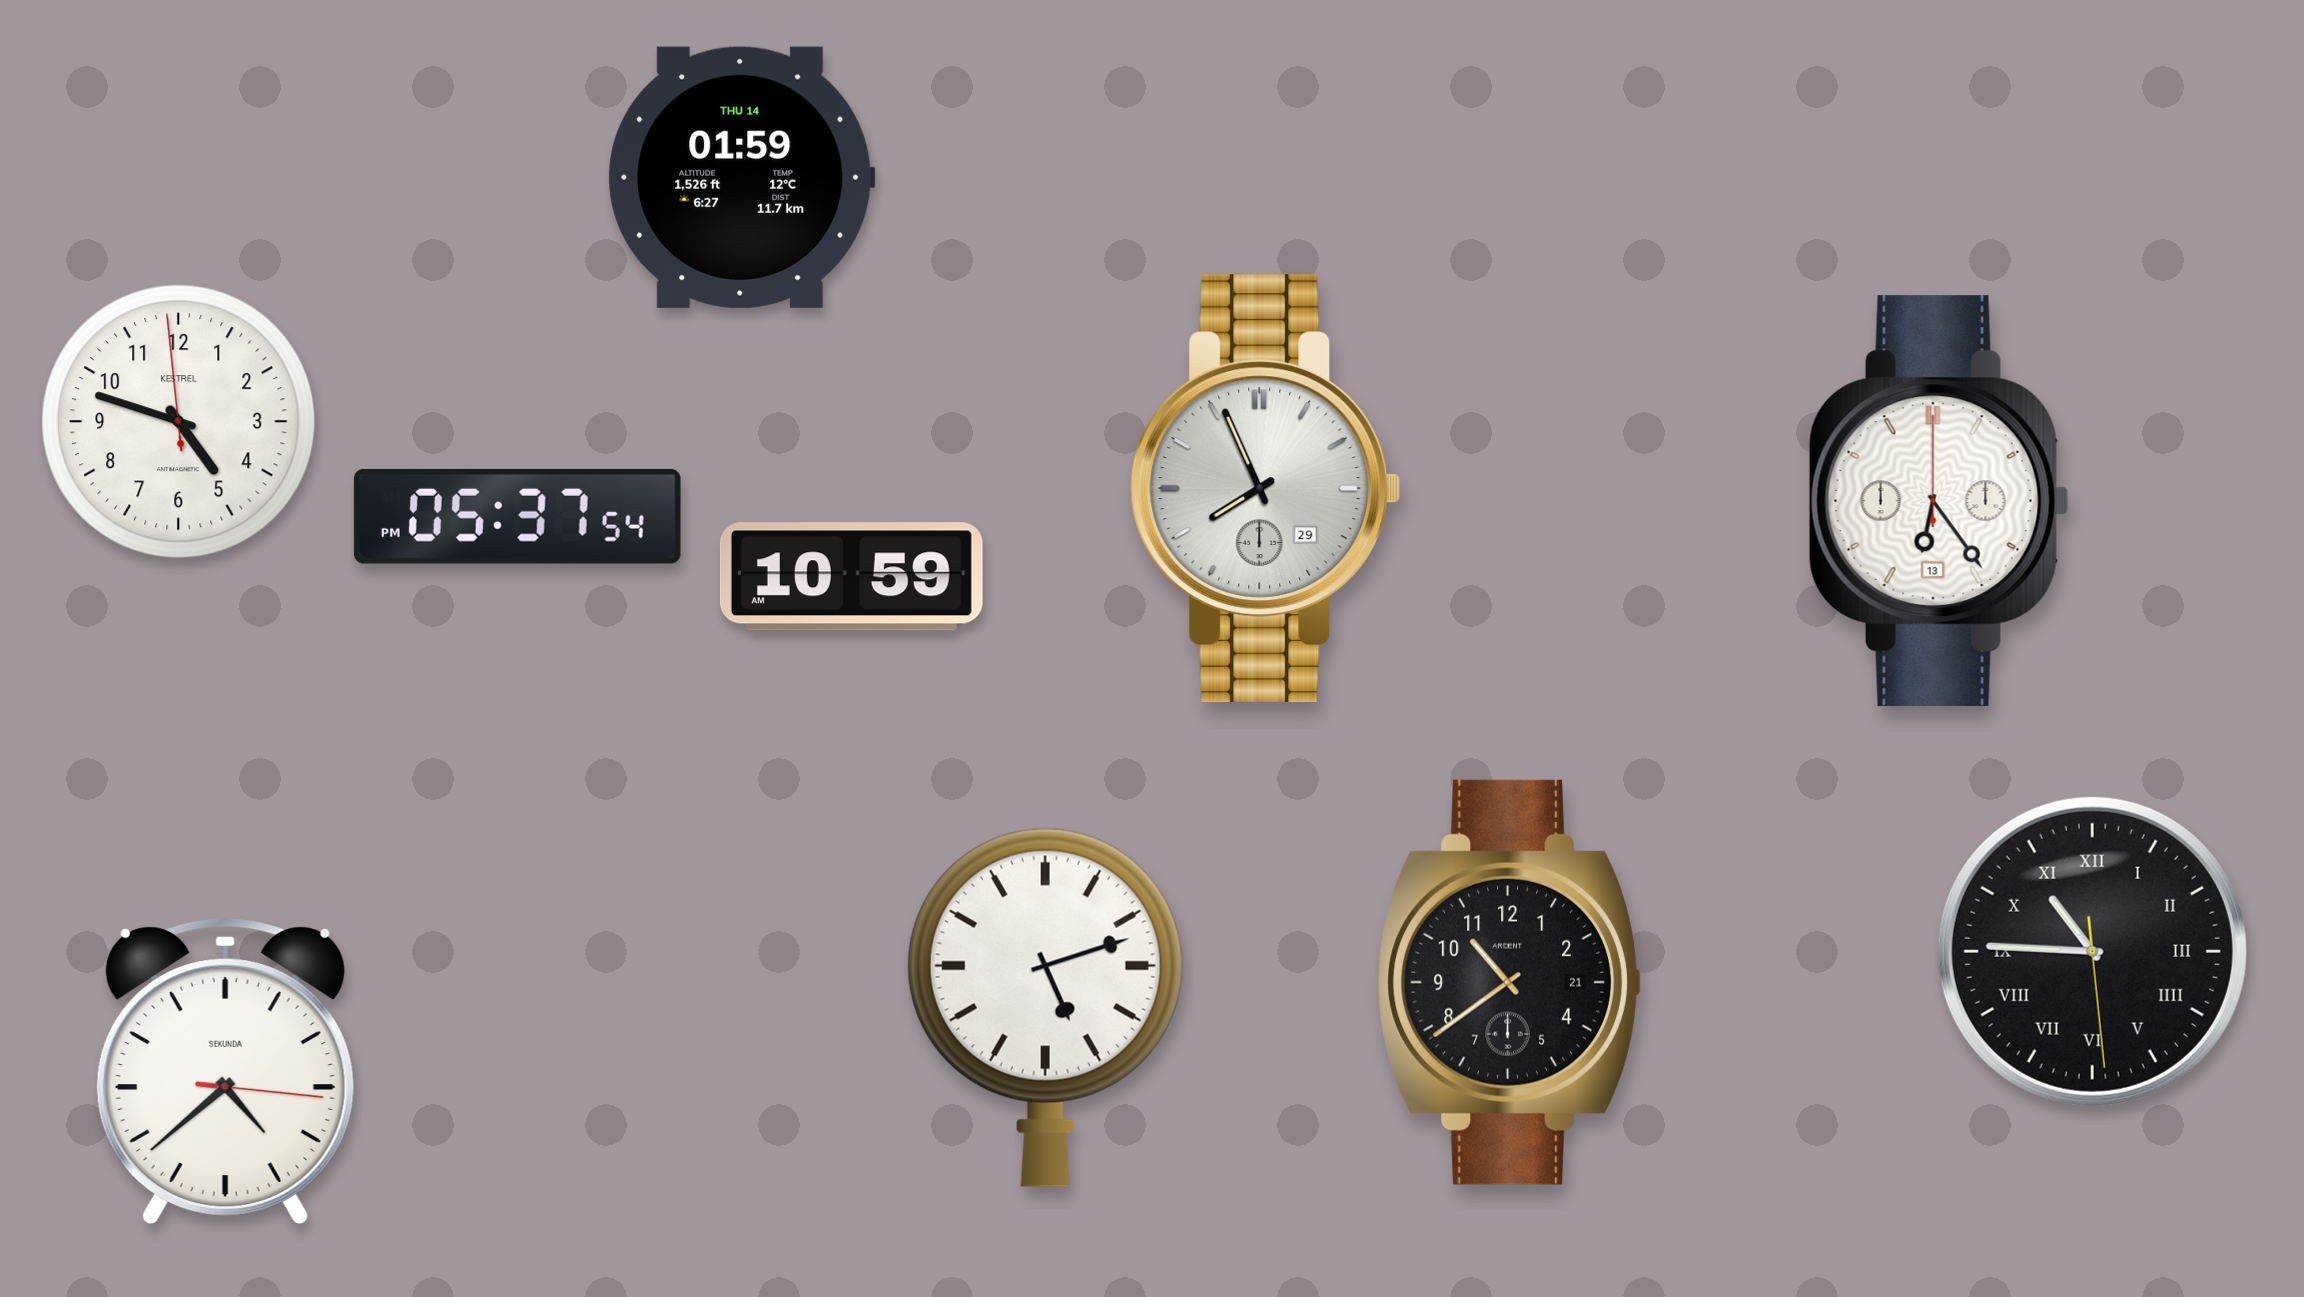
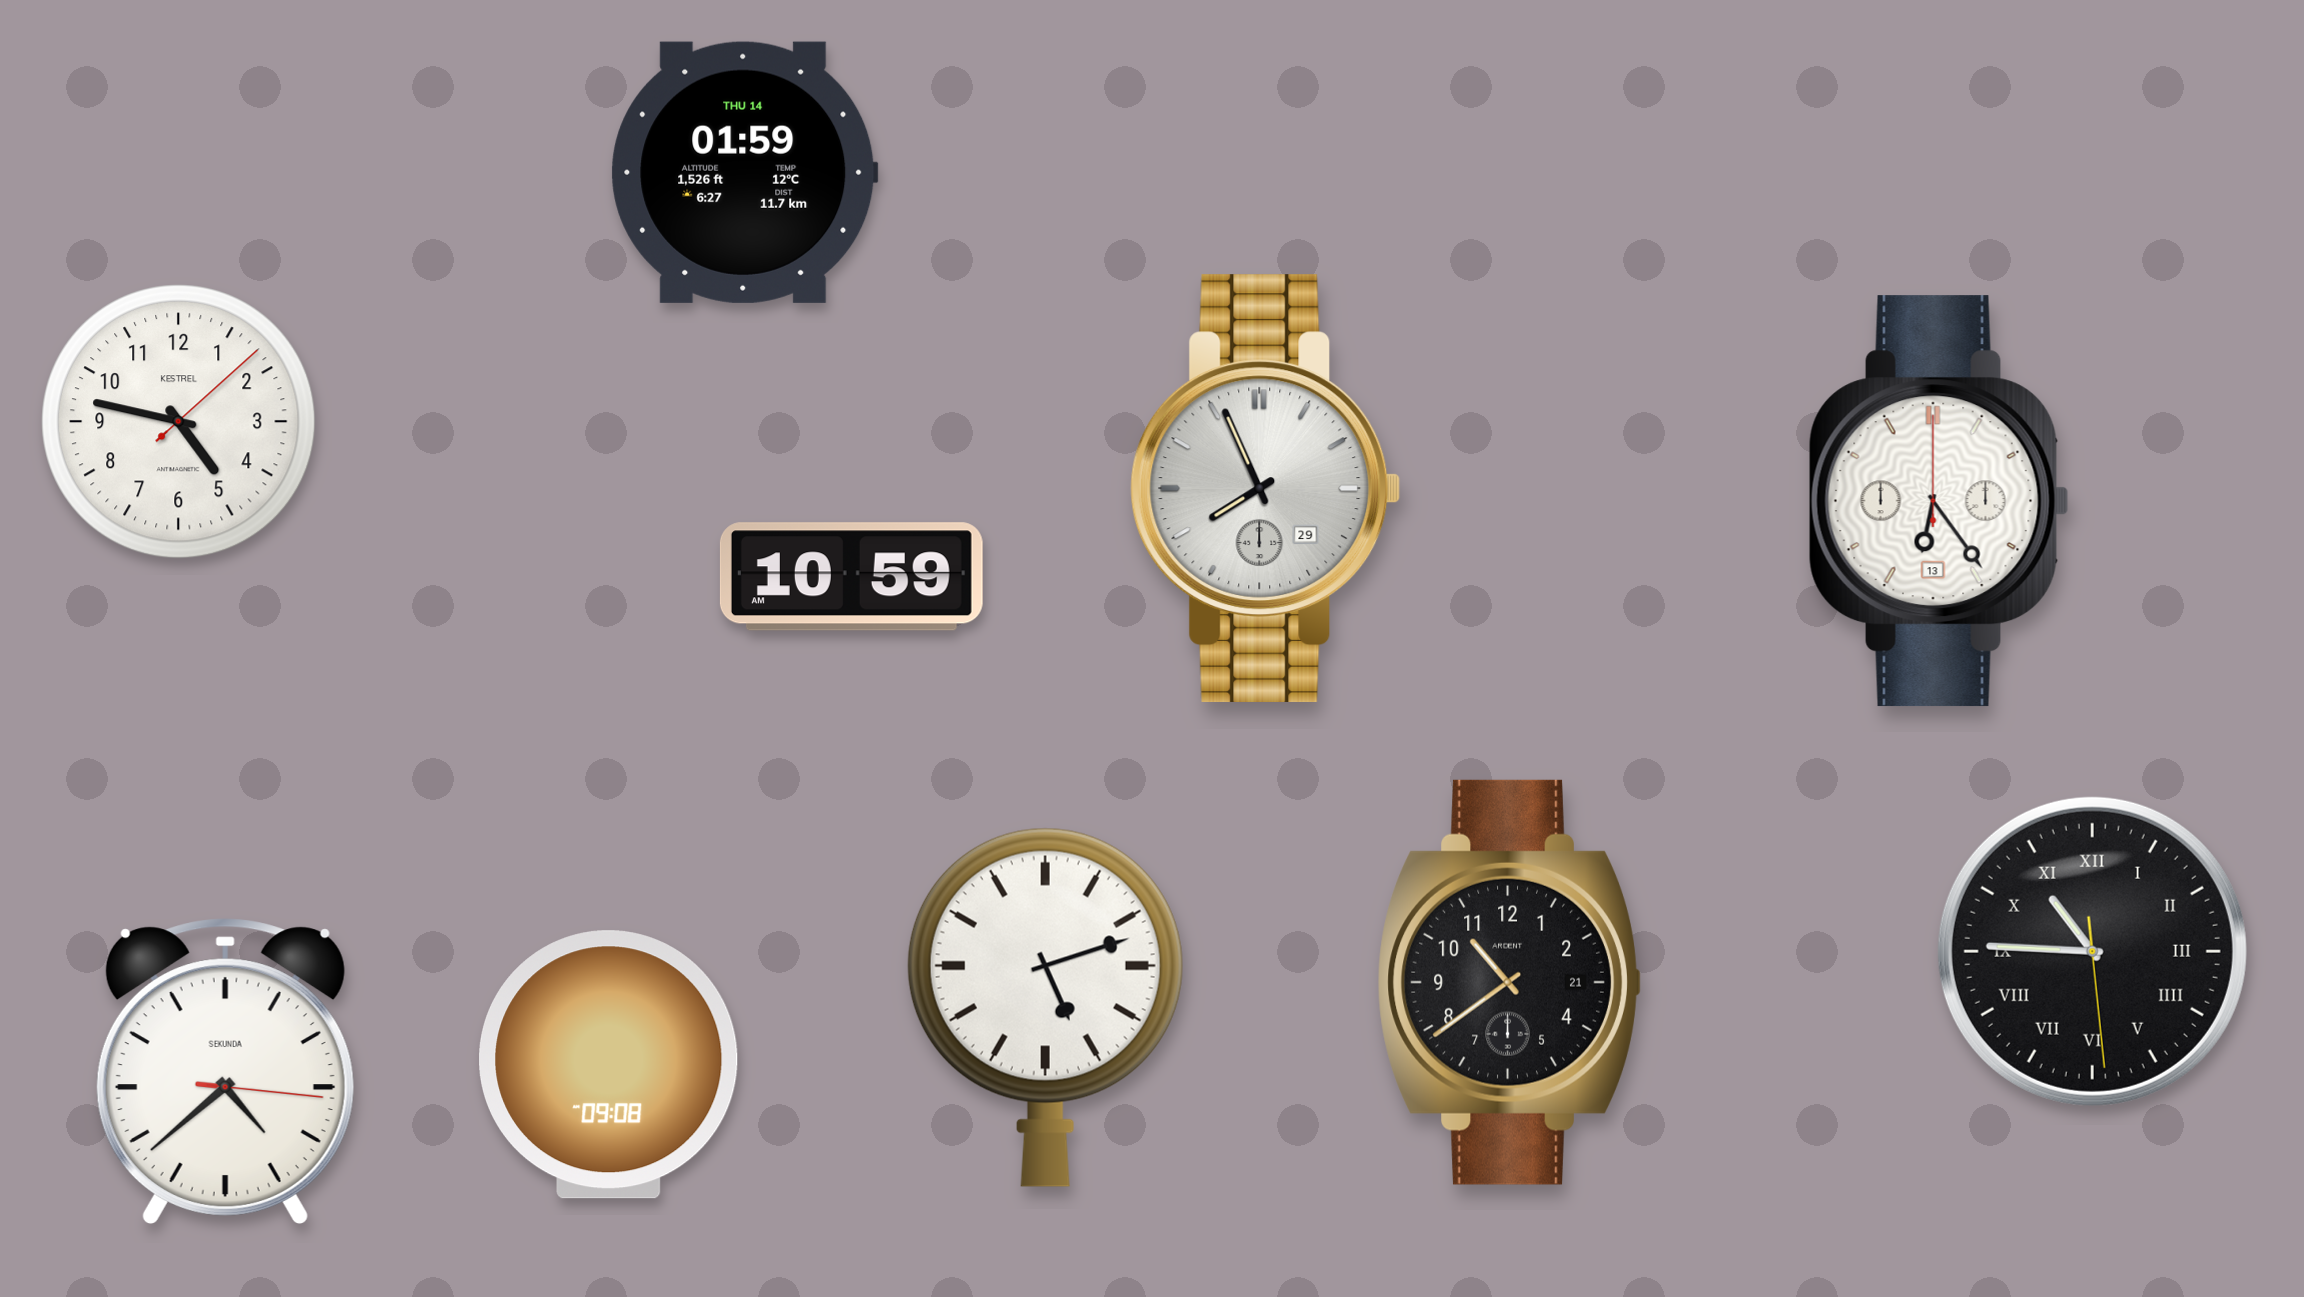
clock at (742, 177) position: (742, 177) -> (745, 172)
clock at (179, 422): 4:47:59 -> 4:47:08
clock at (517, 516): 05:37 -> none
clock at (609, 1065): none -> 09:08
